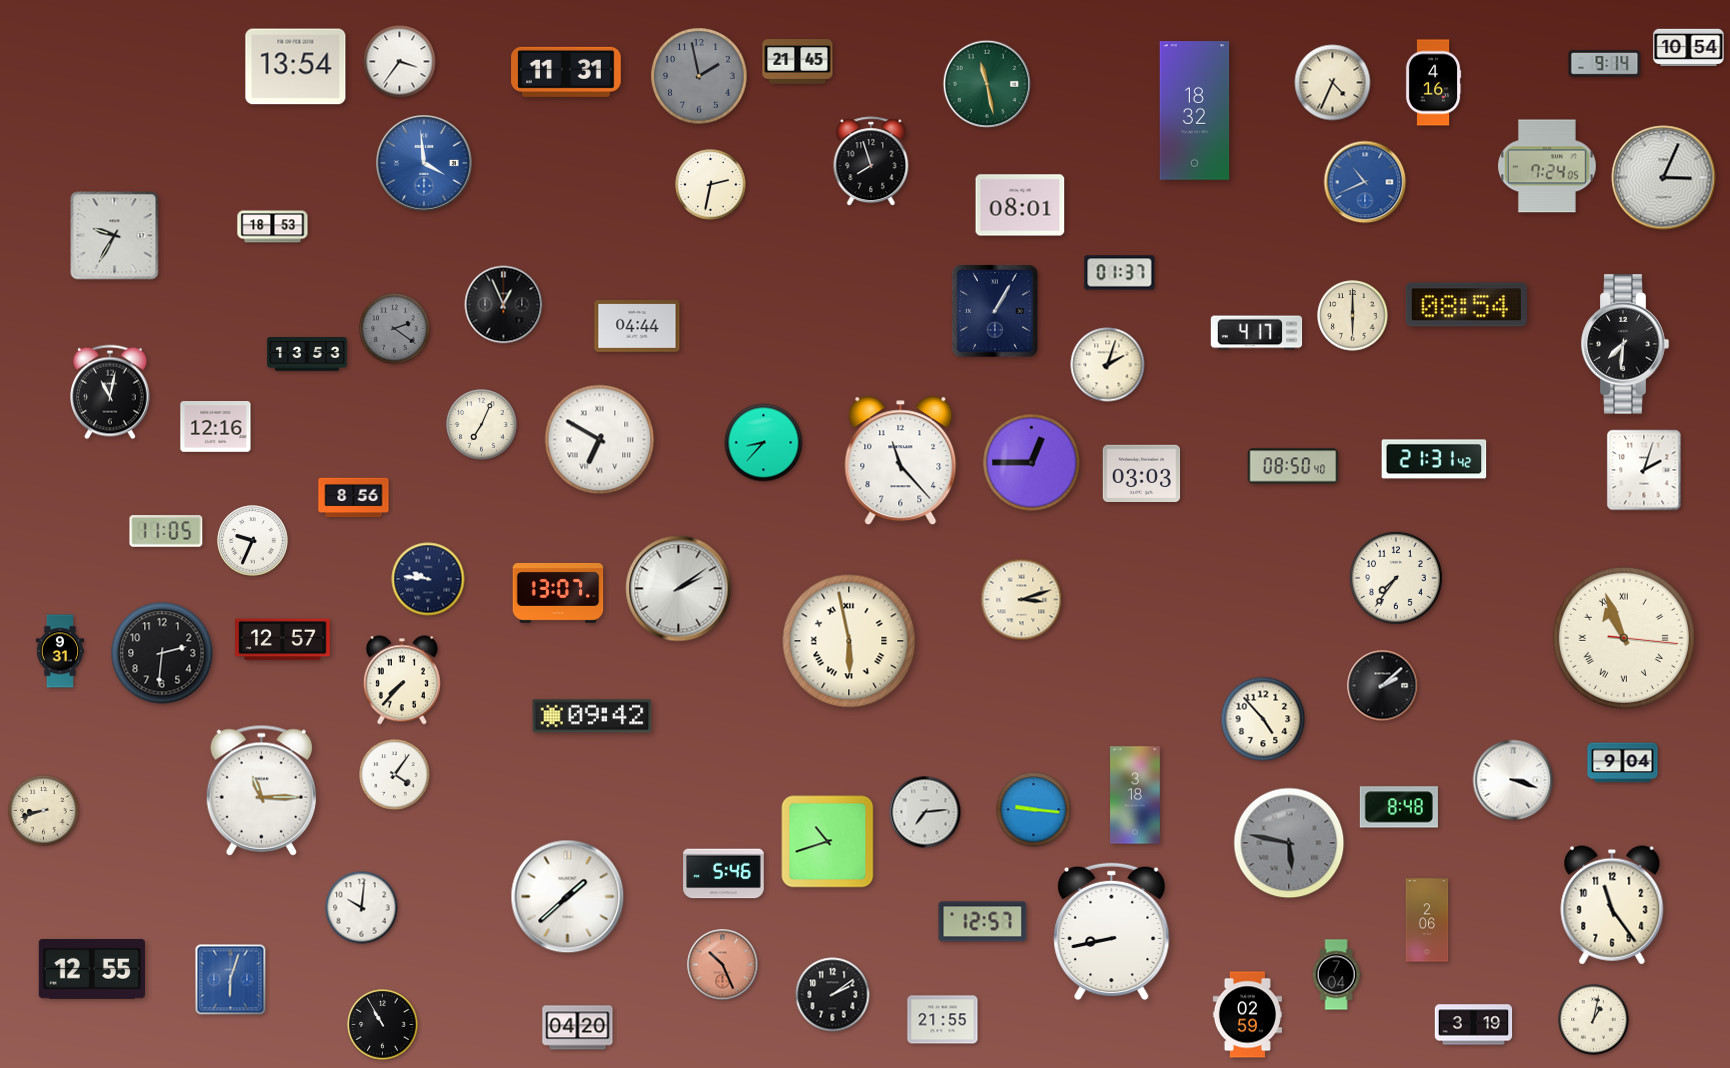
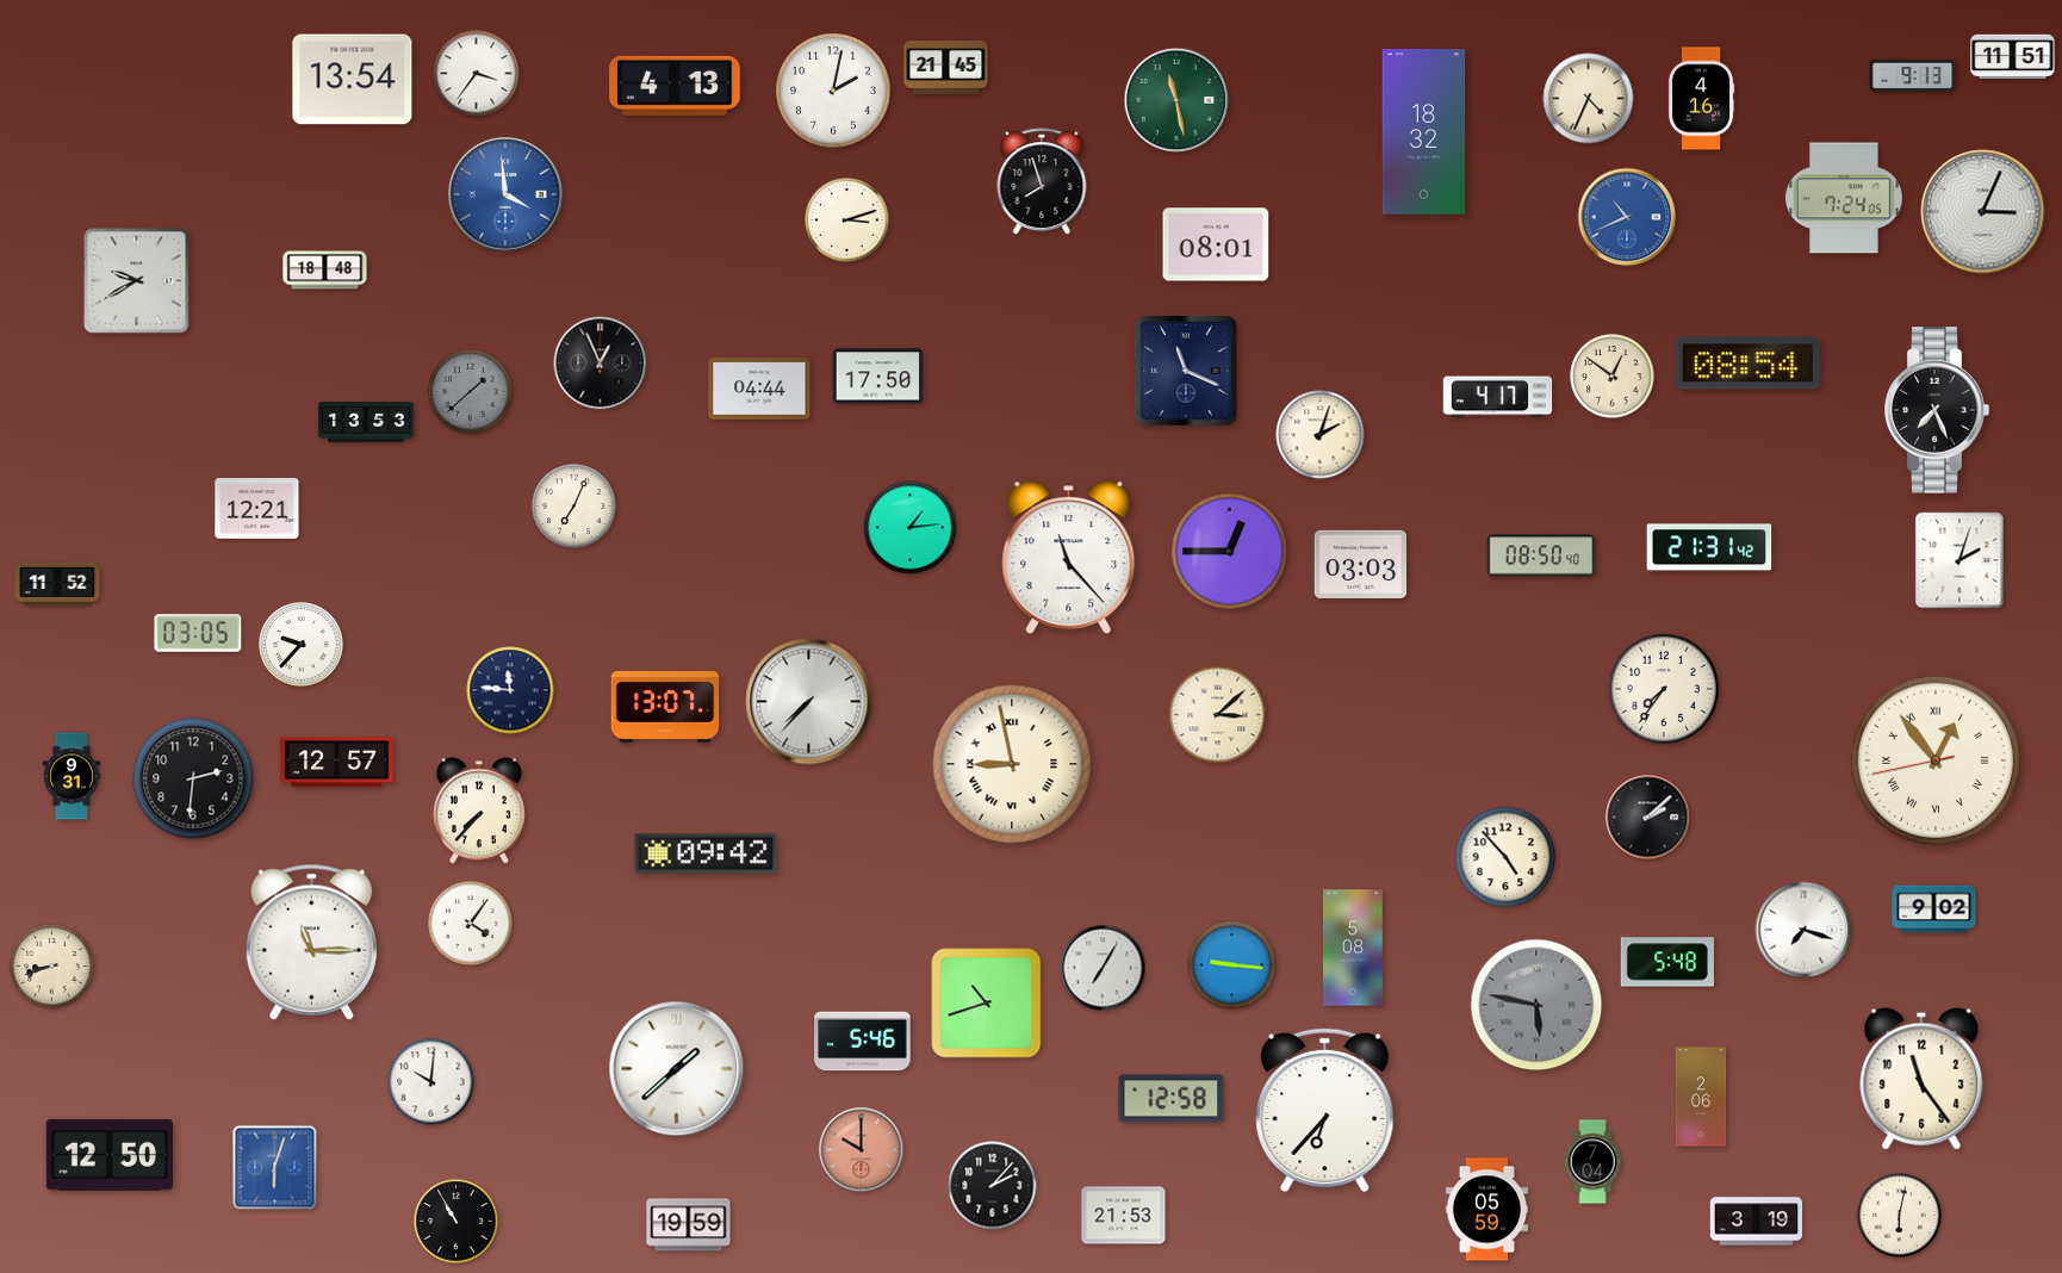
clock at (1689, 48): 10:54 -> 11:51
clock at (798, 62) position: (798, 62) -> (946, 68)
clock at (1605, 63): 9:14 -> 9:13
clock at (566, 72): 11:31 -> 4:13
clock at (699, 76): 1:58 -> 2:02
clock at (699, 76) dial: grey -> white
clock at (1433, 83) position: (1433, 83) -> (1701, 99)
clock at (871, 162) position: (871, 162) -> (1042, 182)
clock at (711, 185): 2:32 -> 3:12
clock at (273, 227): 18:53 -> 18:48
clock at (115, 236): 9:35 -> 9:40
clock at (1120, 273): 01:37 -> none
clock at (995, 311): 1:05 -> 11:19
clock at (878, 377): none -> 17:50
clock at (1353, 316): 6:00 -> 12:51
clock at (395, 329): 2:21 -> 1:38
clock at (1625, 344): 7:31 -> 7:26
clock at (111, 392): 11:02 -> none
clock at (216, 427): 12:16 -> 12:21
clock at (600, 440): 6:50 -> none
clock at (764, 443): 8:37 -> 1:14
clock at (901, 461) position: (901, 461) -> (1069, 558)
clock at (57, 584): none -> 11:52
clock at (354, 498): 8:56 -> none
clock at (166, 531): 11:05 -> 03:05
clock at (253, 541): 9:34 -> 9:37
clock at (428, 579): 9:46 -> 11:46
clock at (679, 589): 2:09 -> 7:37
clock at (1022, 600): 3:12 -> 3:08
clock at (1624, 638): 10:56 -> 12:53
clock at (849, 641): 5:58 -> 8:58
clock at (1623, 763): 9:04 -> 9:02
clock at (1513, 780): 3:18 -> 7:18
clock at (1135, 795): 3:18 -> 5:08
clock at (1399, 807): 8:48 -> 5:48
clock at (925, 812): 7:14 -> 7:05
clock at (983, 922): 12:57 -> 12:58
clock at (1112, 932): 8:43 -> 6:37
clock at (723, 965): 10:26 -> 10:00
clock at (92, 970): 12:55 -> 12:50
clock at (833, 995): 2:09 -> 2:07
clock at (1247, 1015): 02:59 -> 05:59
clock at (943, 1020): 21:55 -> 21:53
clock at (1594, 1020): 1:02 -> 6:02
clock at (578, 1028): 04:20 -> 19:59
